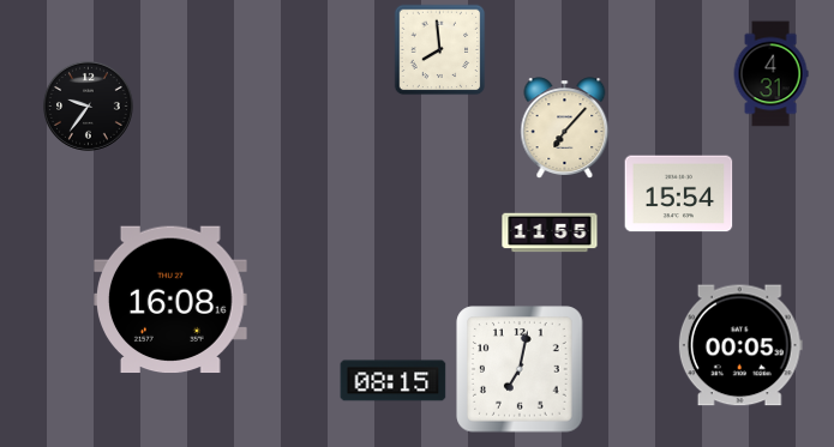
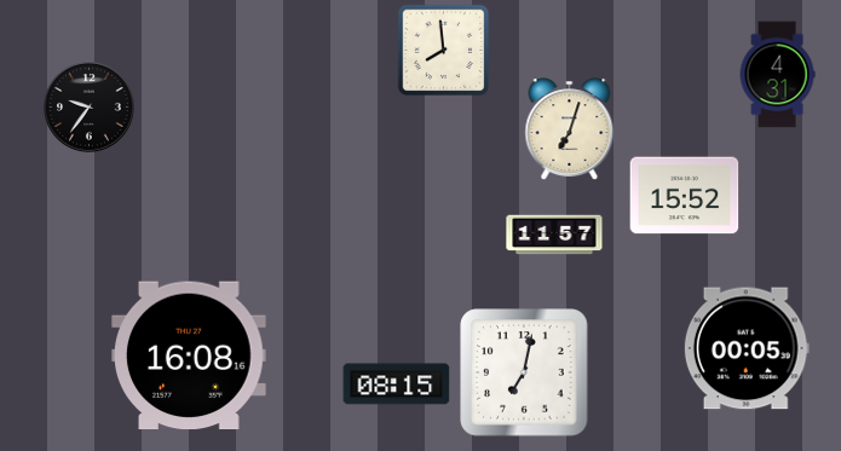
clock at (565, 127): 7:07 -> 7:03
clock at (679, 194): 15:54 -> 15:52
clock at (550, 232): 11:55 -> 11:57
clock at (172, 300) position: (172, 300) -> (190, 355)
